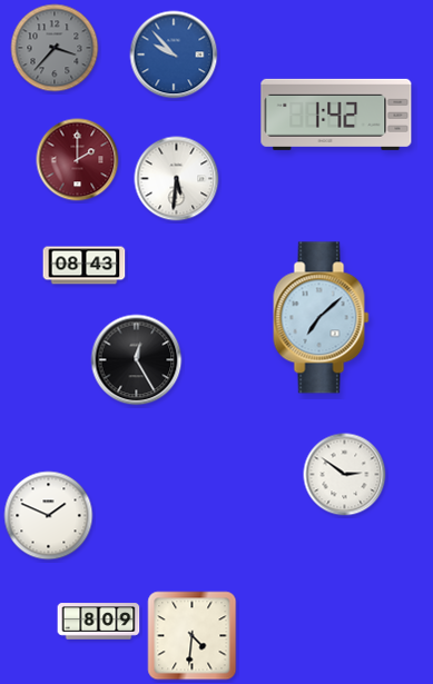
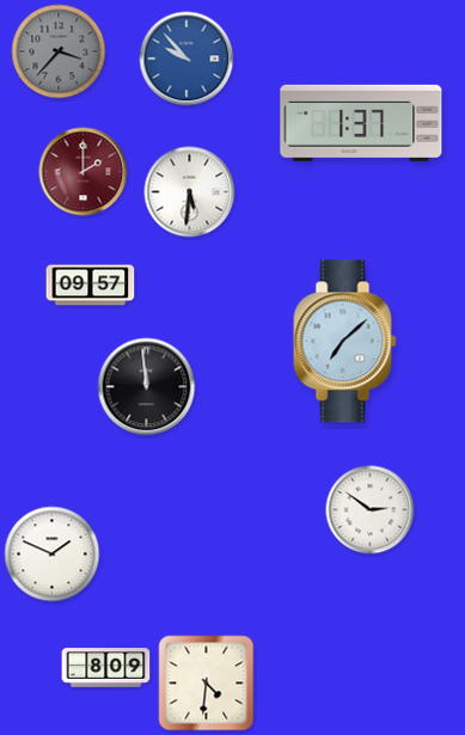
clock at (336, 115): 1:42 -> 1:37
clock at (85, 266): 08:43 -> 09:57
clock at (137, 360): 12:25 -> 11:59
